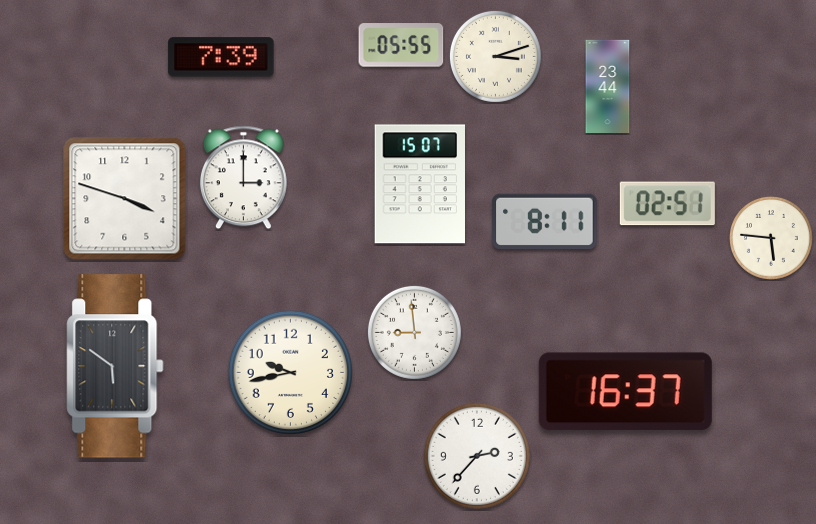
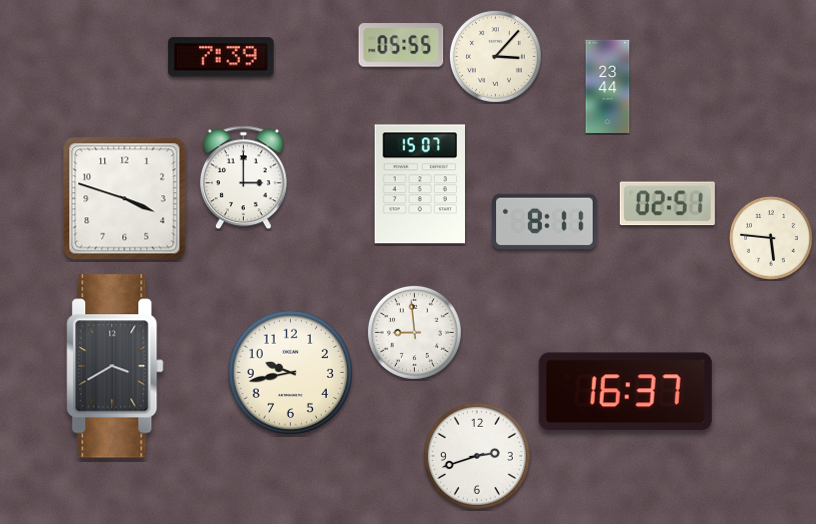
clock at (495, 56): 3:12 -> 3:07
clock at (115, 366): 5:51 -> 3:40
clock at (477, 456): 2:37 -> 2:42
